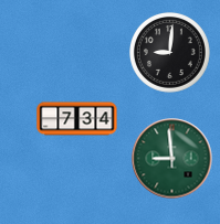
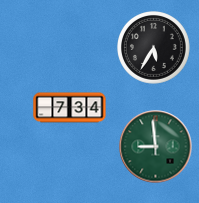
clock at (170, 53): 9:01 -> 5:35
clock at (172, 159) position: (172, 159) -> (156, 147)
